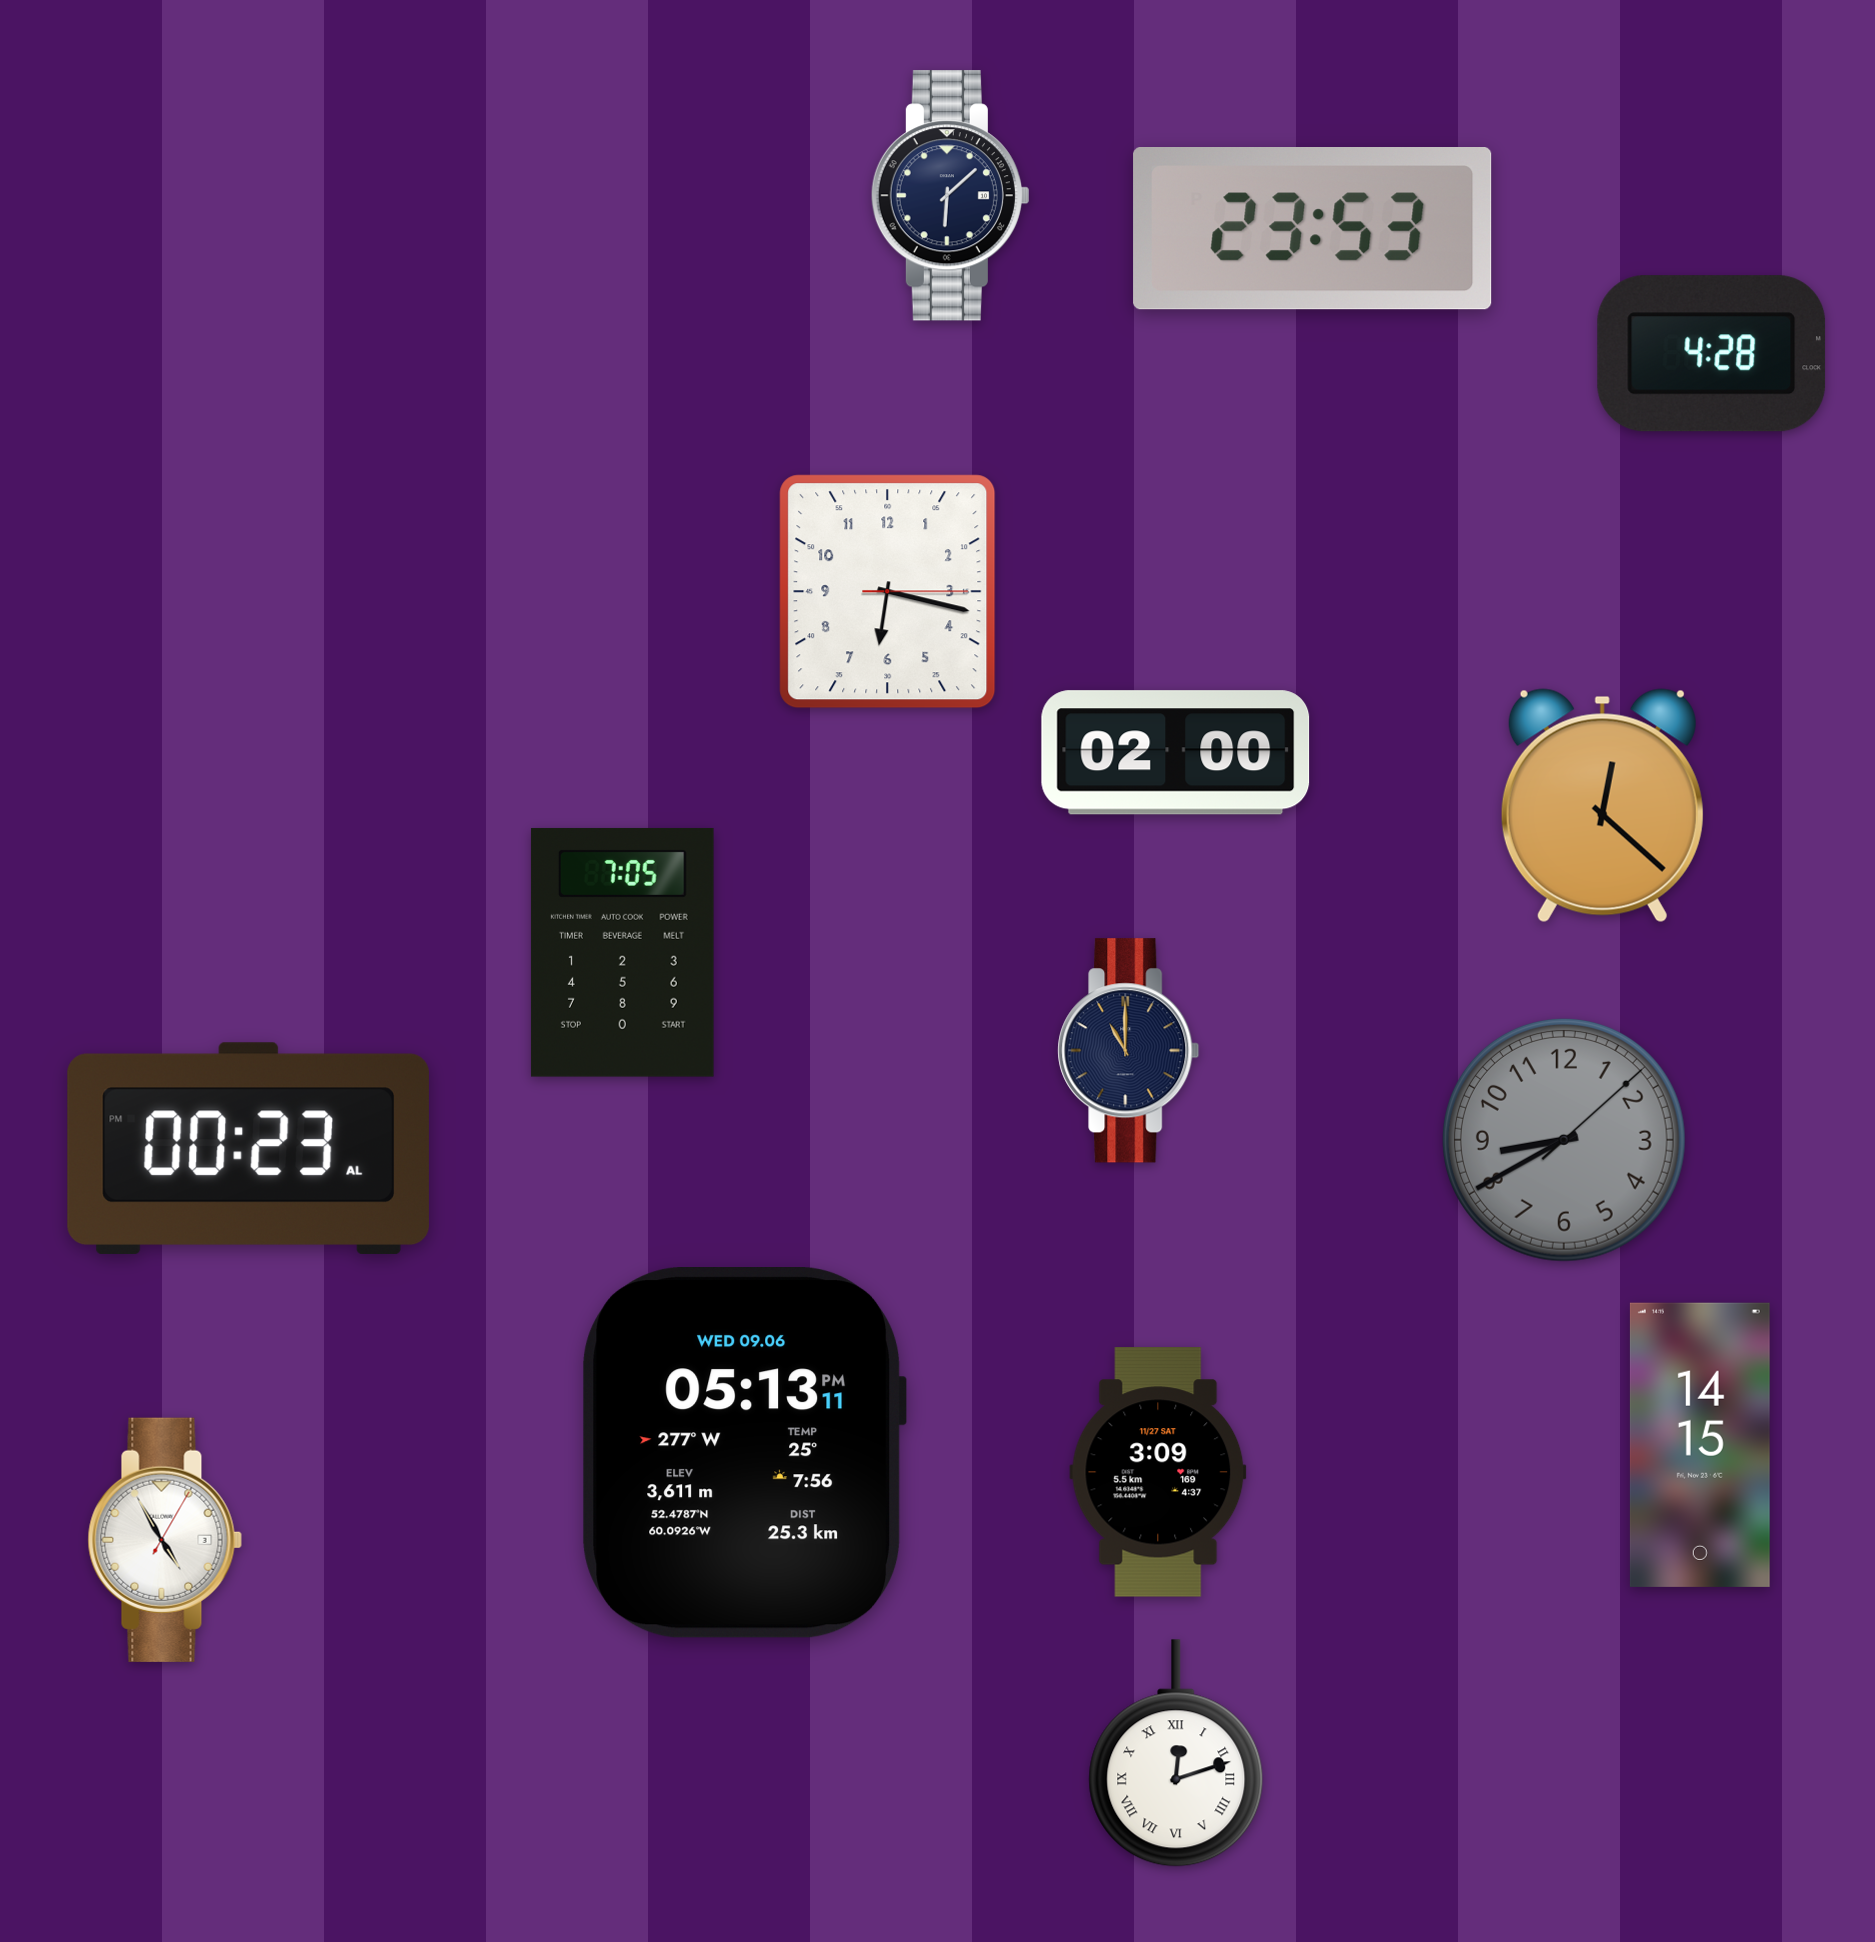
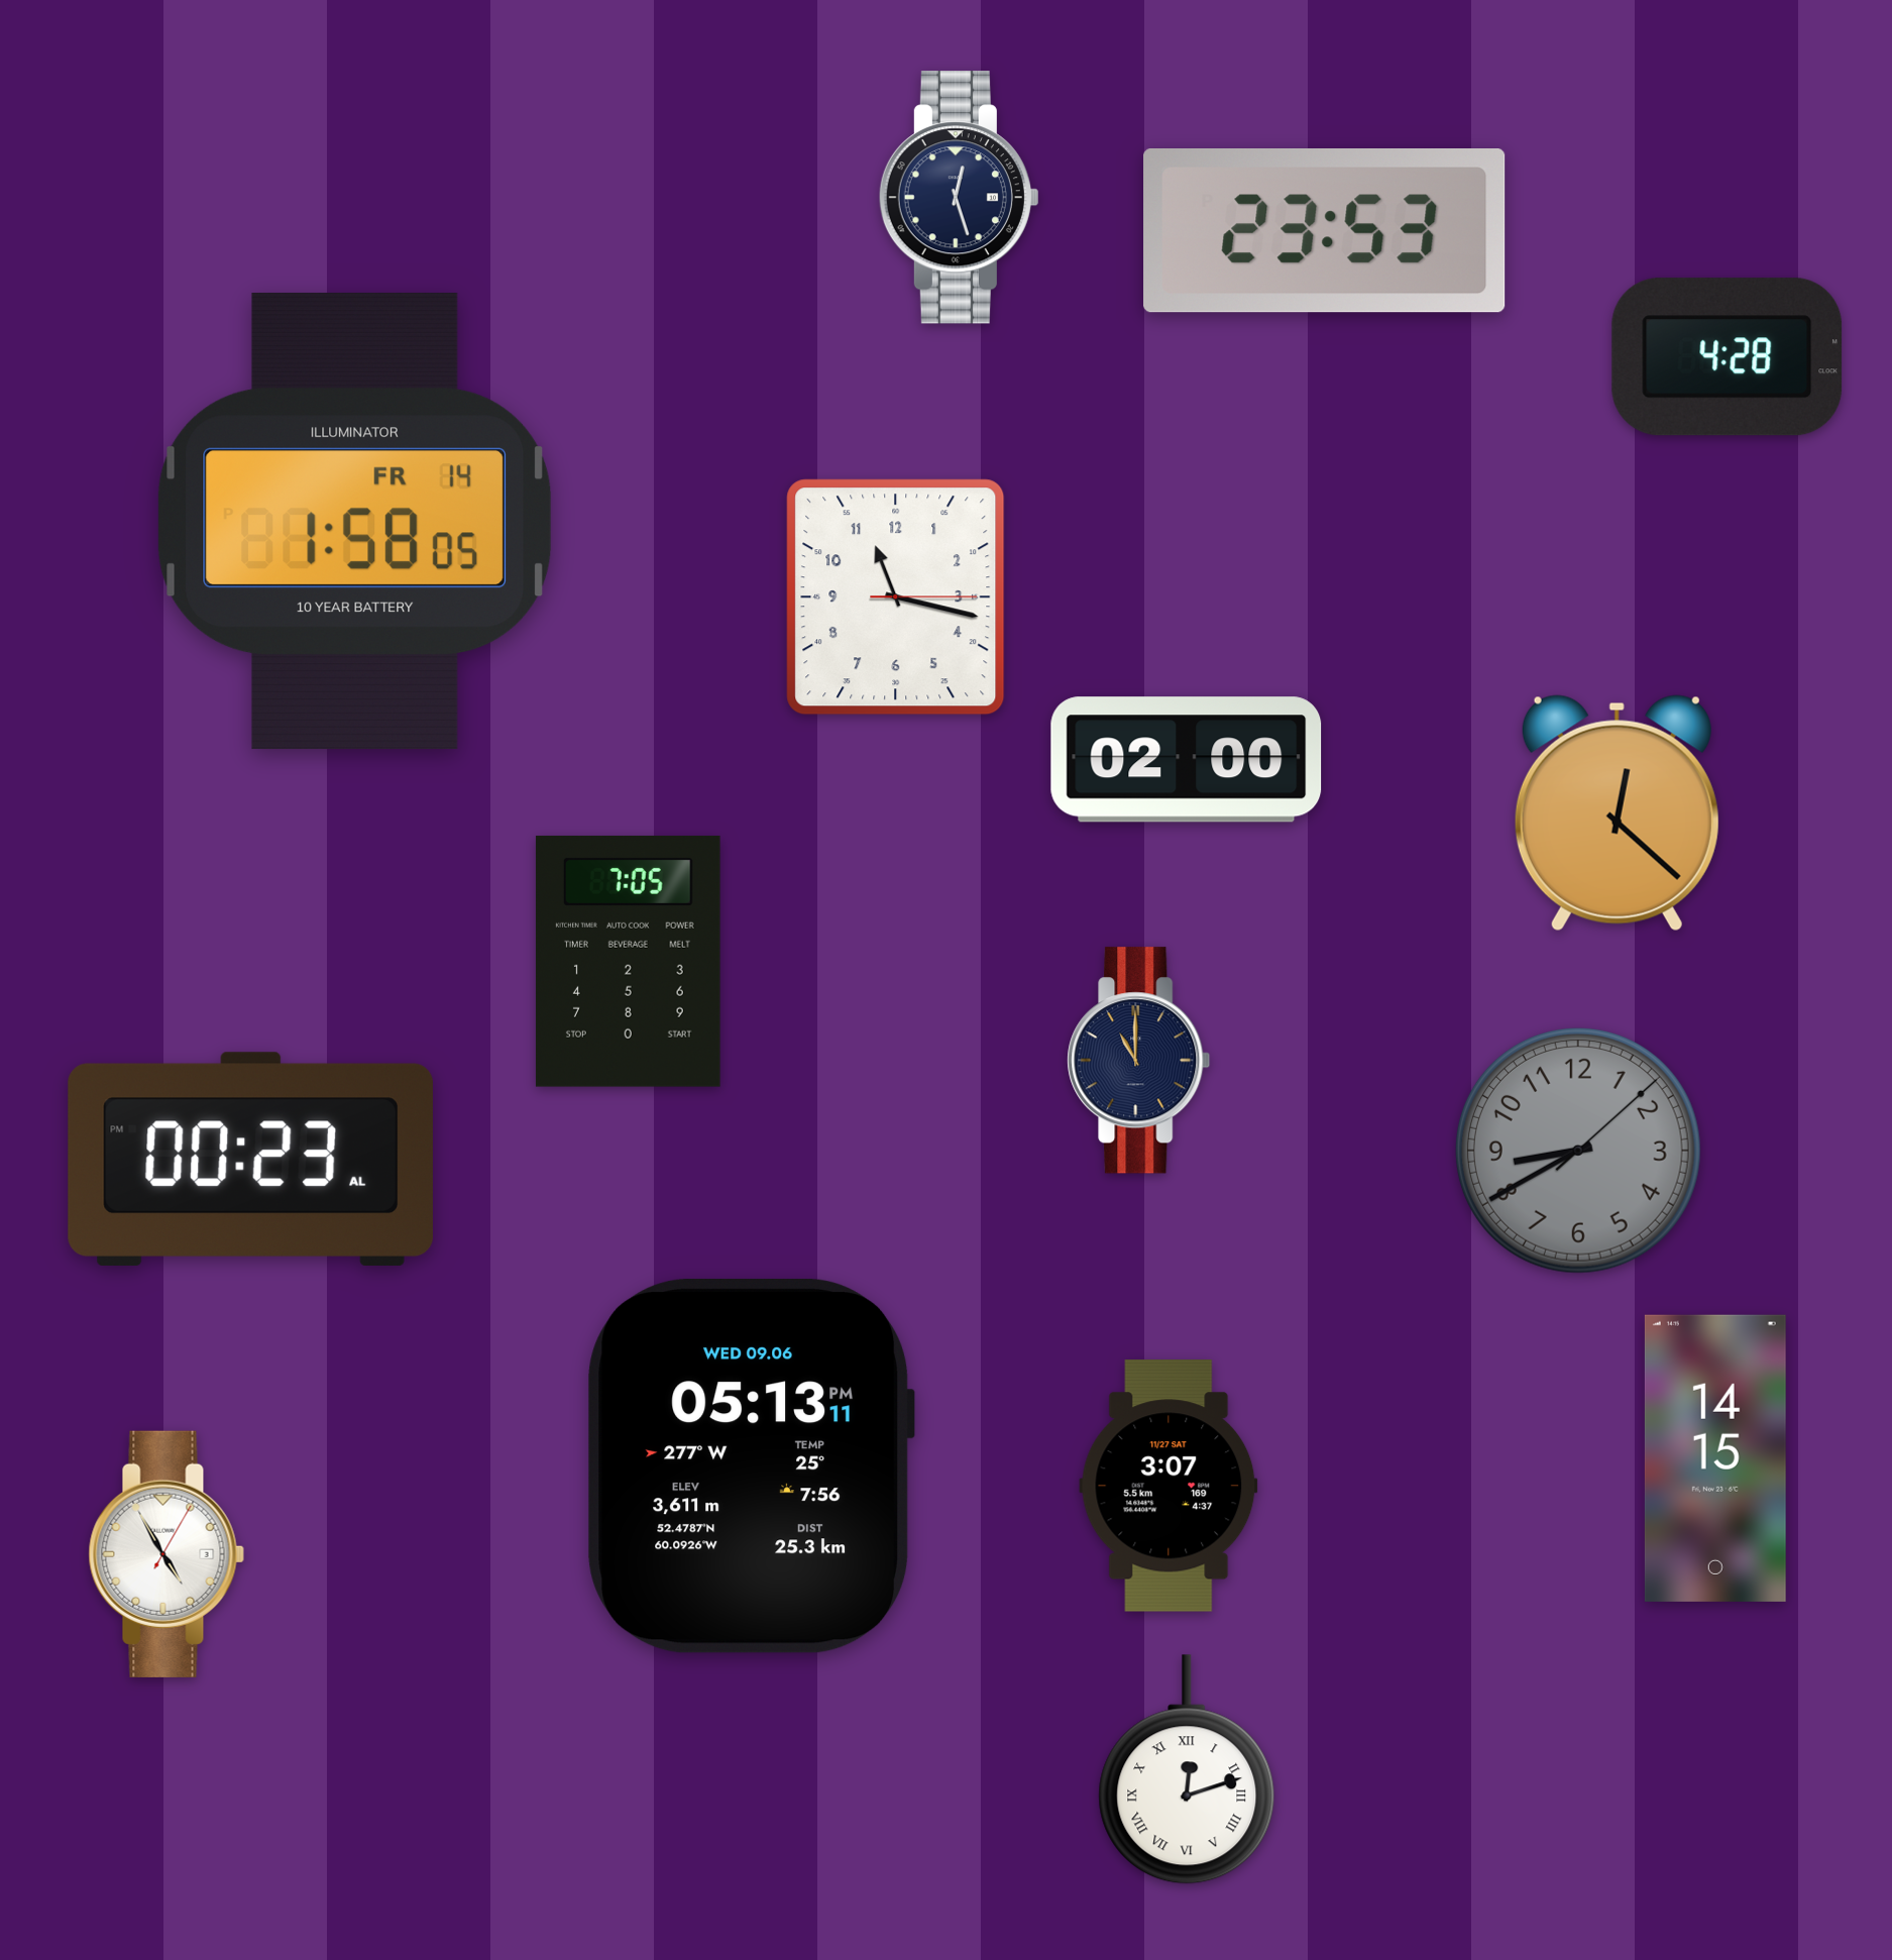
clock at (950, 196): 6:08 -> 12:27
clock at (354, 522): none -> 1:58
clock at (888, 592): 6:17 -> 11:17
clock at (1158, 1472): 3:09 -> 3:07
